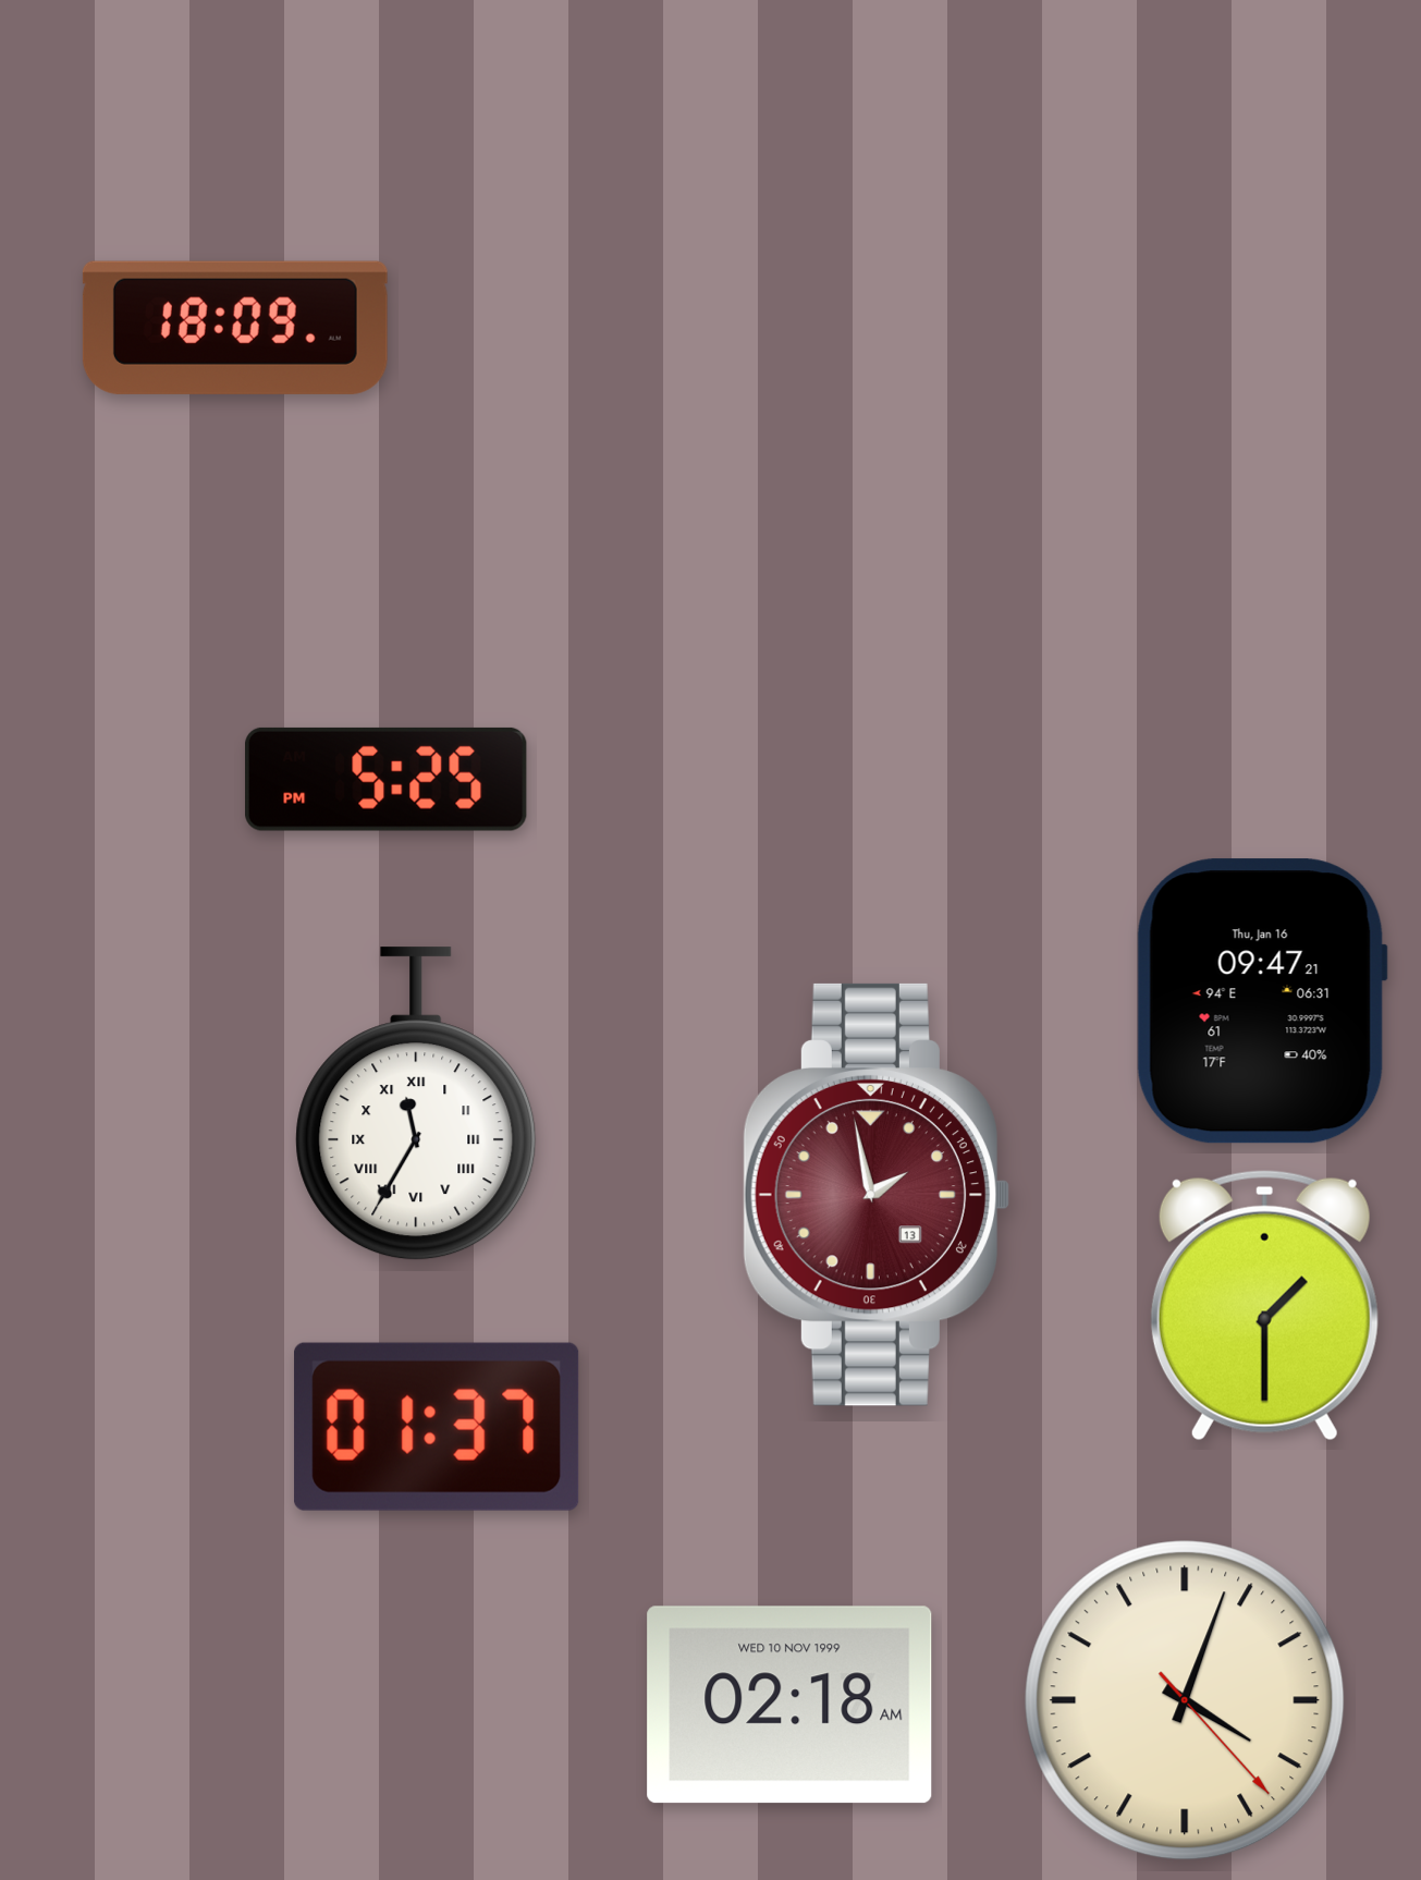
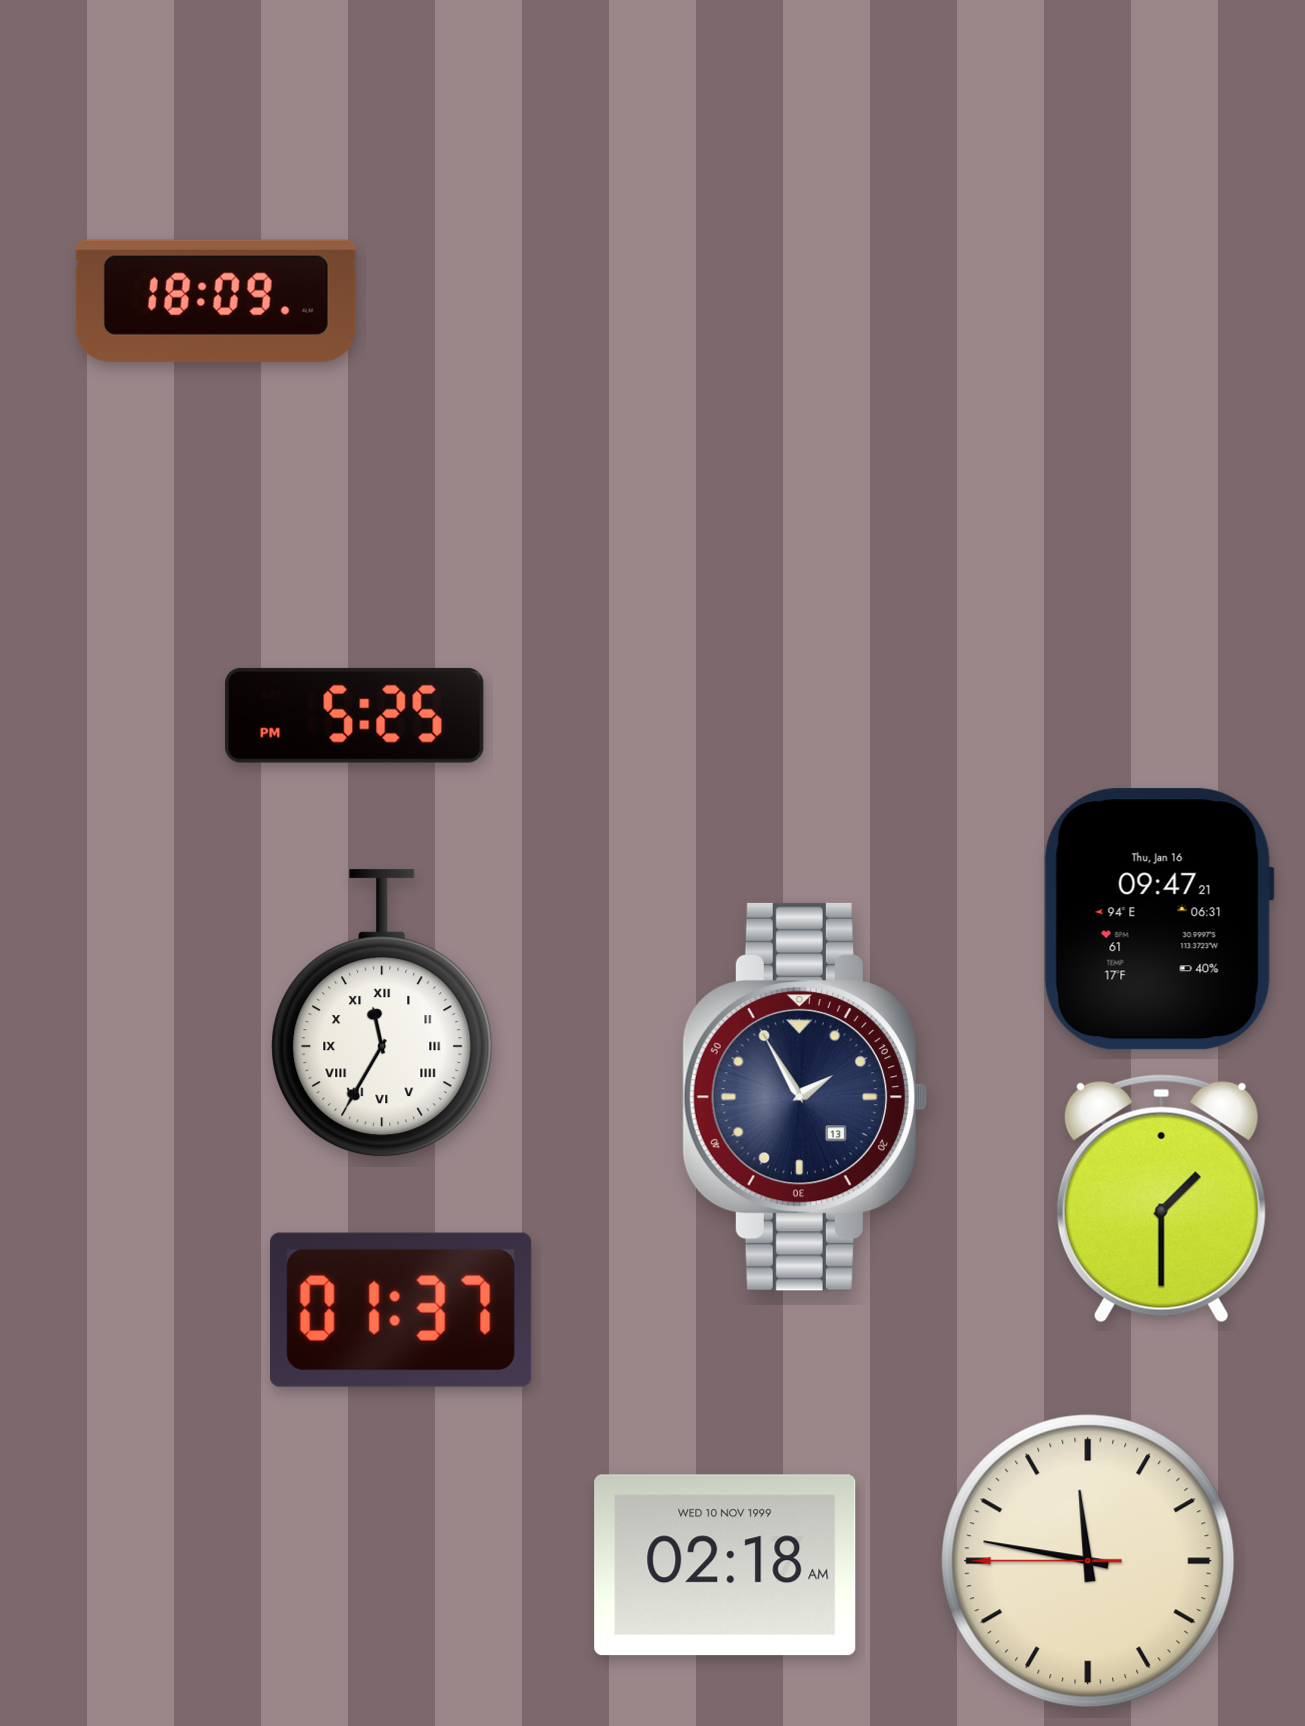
clock at (875, 1195): 1:58 -> 1:55
clock at (875, 1195) dial: burgundy -> navy
clock at (1185, 1700): 4:03 -> 11:46
